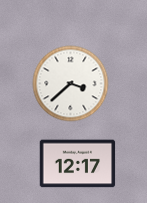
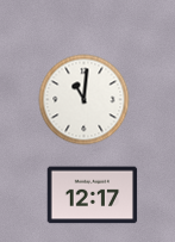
clock at (71, 84): 3:38 -> 11:01
